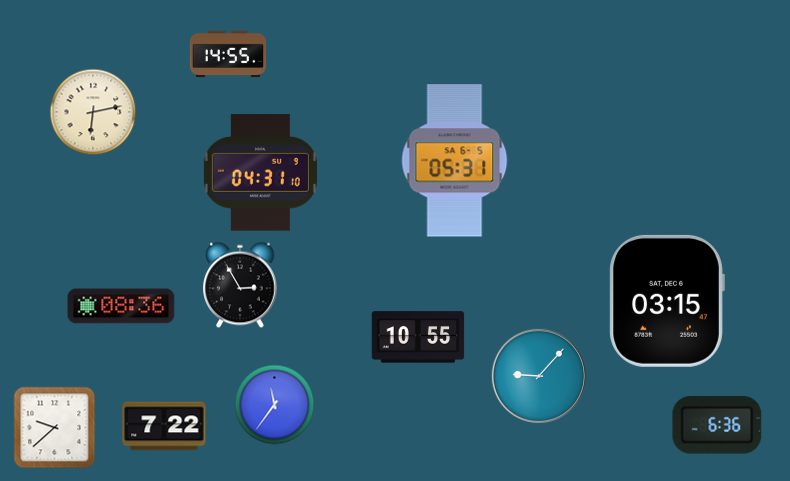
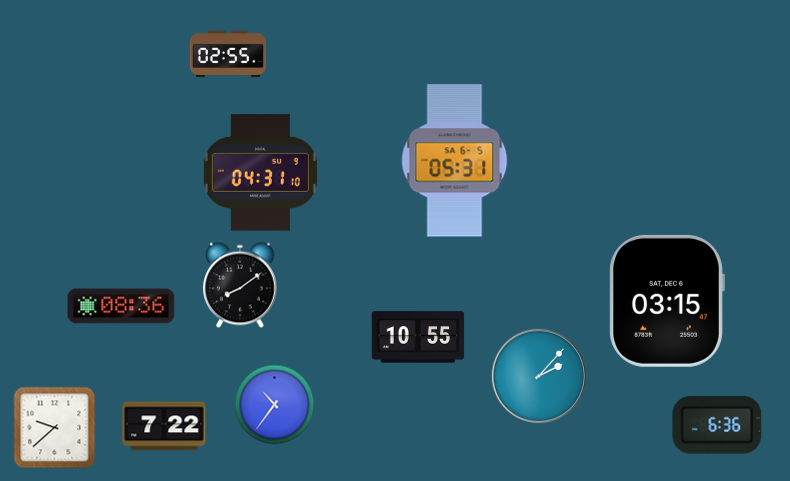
clock at (228, 54): 14:55 -> 02:55
clock at (93, 112): 6:13 -> none
clock at (240, 285): 2:55 -> 8:09
clock at (539, 376): 9:07 -> 2:07
clock at (275, 405): 11:36 -> 10:36
